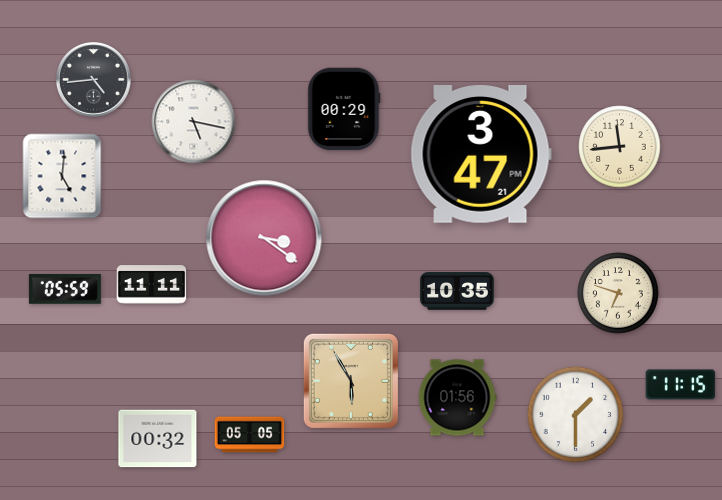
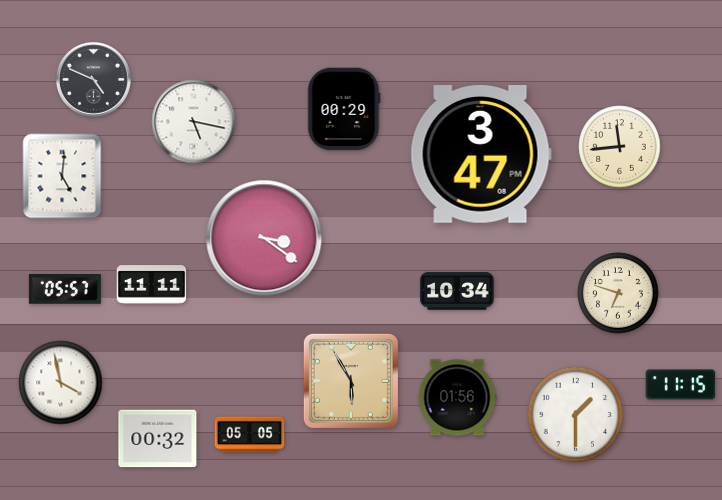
clock at (93, 79): 4:44 -> 4:49
clock at (481, 155): 3:47:21 -> 3:47
clock at (65, 289): 05:59 -> 05:57
clock at (457, 291): 10:35 -> 10:34
clock at (61, 383): none -> 3:58
